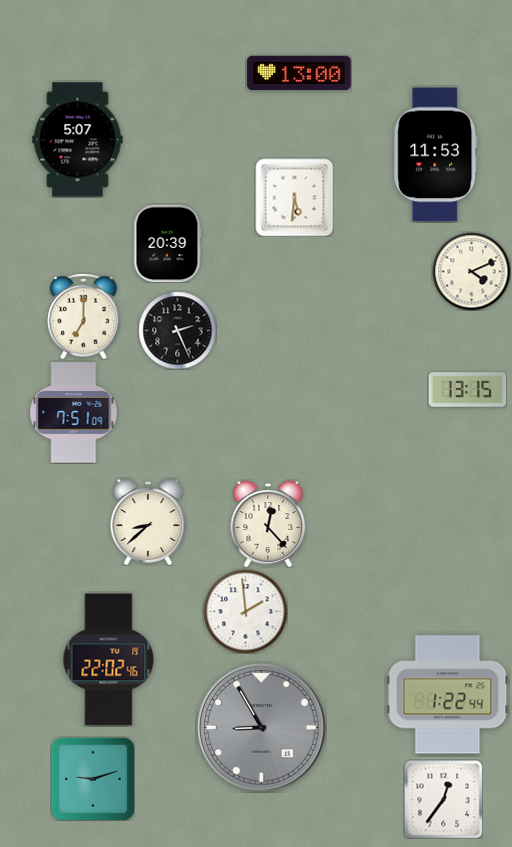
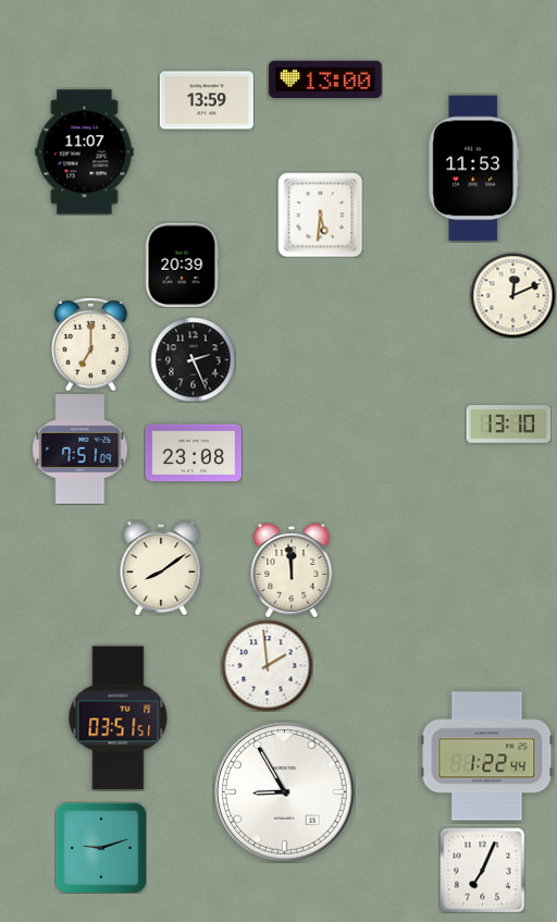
clock at (206, 100): none -> 13:59
clock at (78, 140): 5:07 -> 11:07
clock at (471, 271): 4:11 -> 12:11
clock at (467, 390): 13:15 -> 13:10
clock at (194, 453): none -> 23:08
clock at (148, 522): 8:38 -> 8:09
clock at (268, 524): 12:23 -> 11:59
clock at (109, 660): 22:02 -> 03:51
clock at (262, 728) dial: grey -> white
clock at (443, 799): 12:36 -> 7:04
